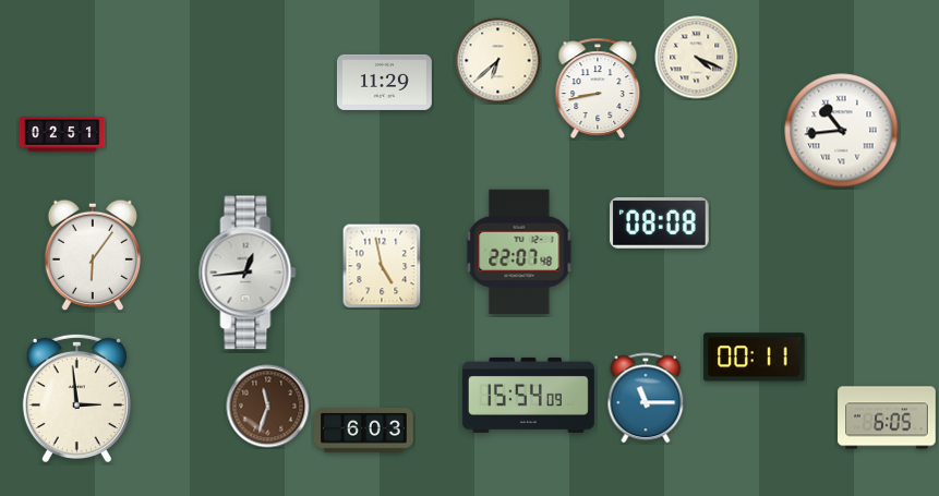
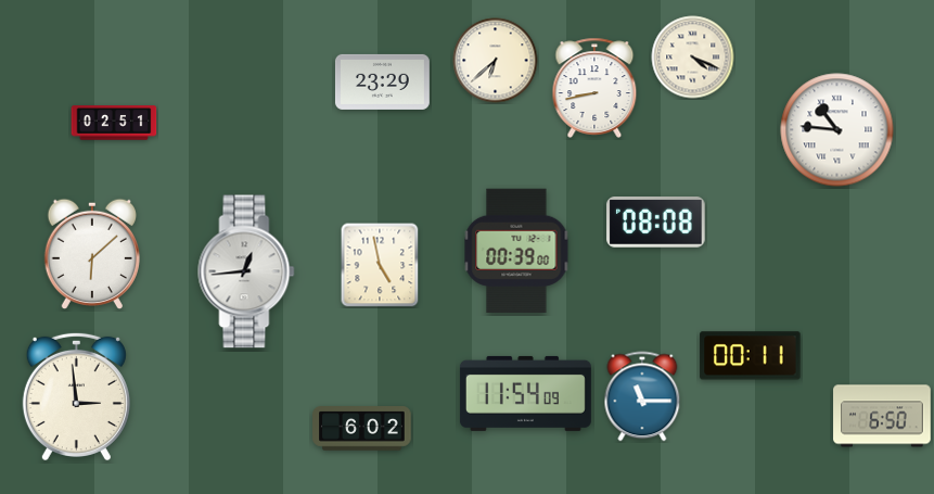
clock at (384, 82): 11:29 -> 23:29
clock at (842, 131): 10:44 -> 10:46
clock at (62, 134) position: (62, 134) -> (114, 123)
clock at (519, 251): 22:07 -> 00:39
clock at (92, 254): 6:06 -> 6:08
clock at (528, 395): 15:54 -> 11:54
clock at (268, 407): 11:33 -> none
clock at (887, 418): 6:05 -> 6:50
clock at (364, 431): 6:03 -> 6:02
